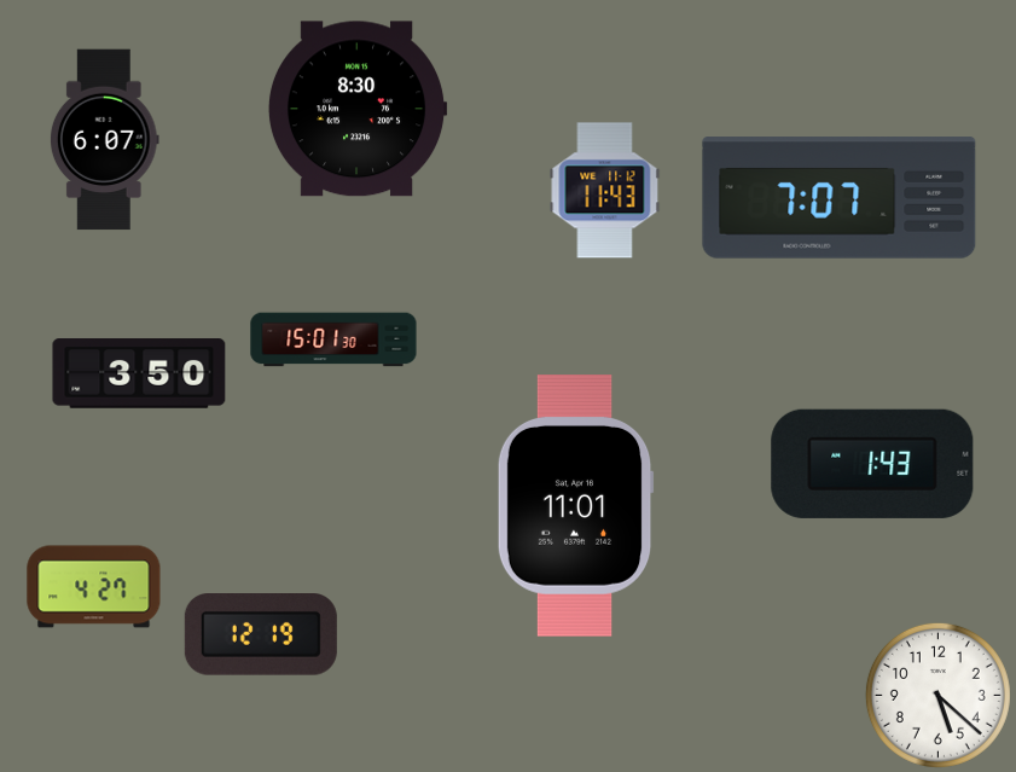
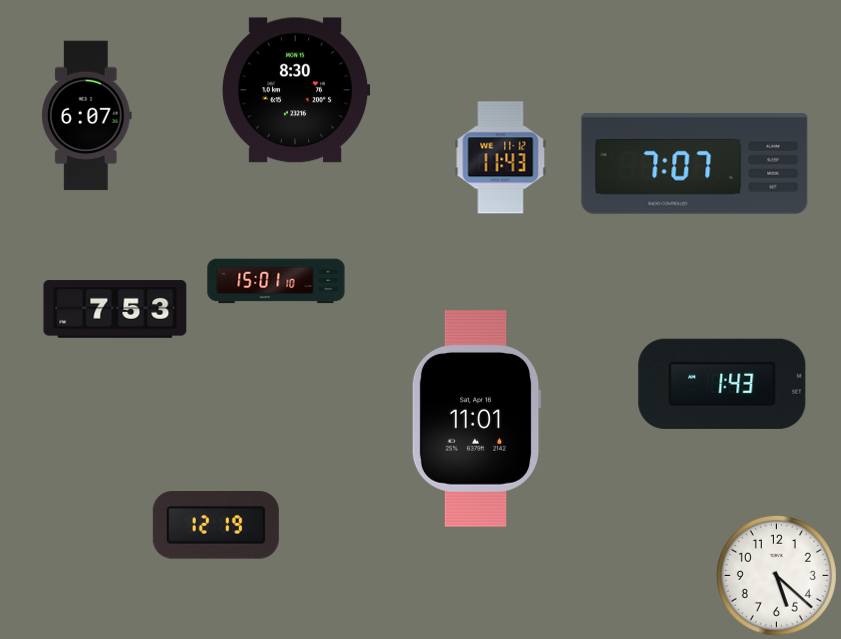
clock at (333, 339): 15:01:30 -> 15:01:10
clock at (139, 373): 3:50 -> 7:53
clock at (94, 587): 4:27 -> none
